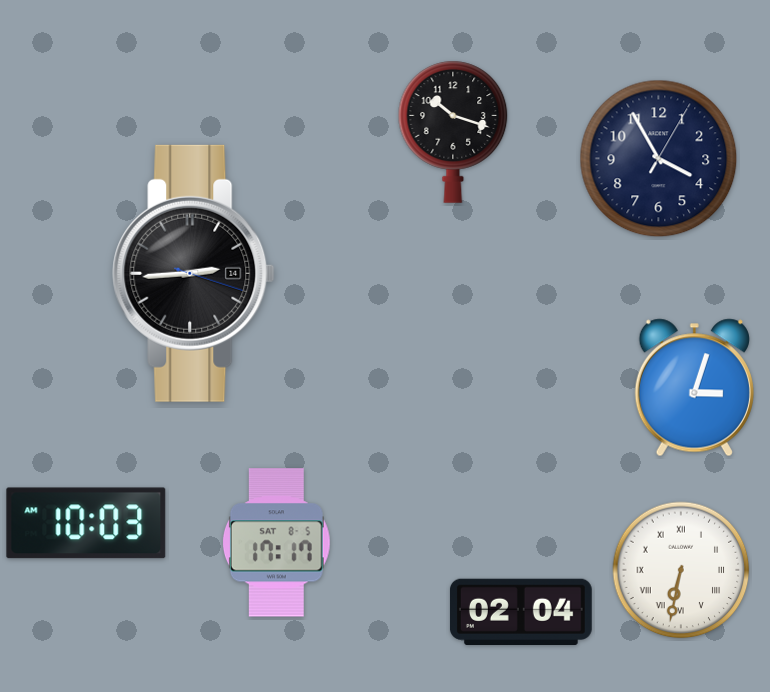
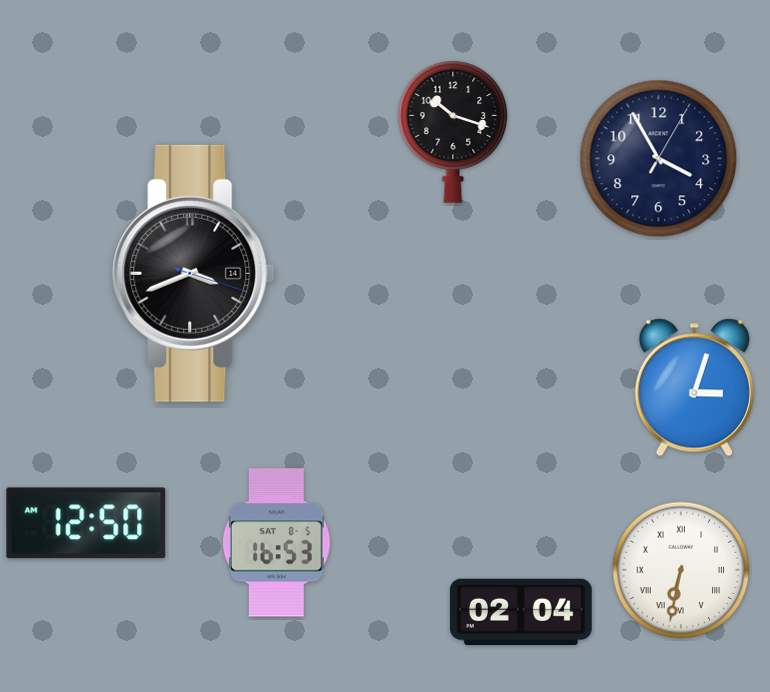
clock at (194, 273): 2:44 -> 3:41
clock at (86, 523): 10:03 -> 12:50
clock at (276, 543): 17:17 -> 16:53
